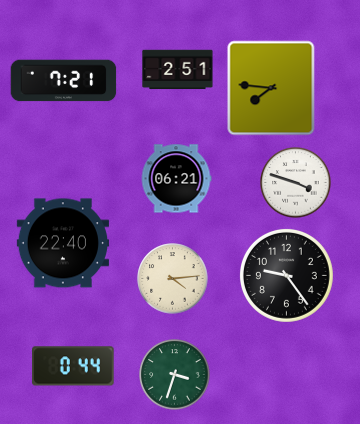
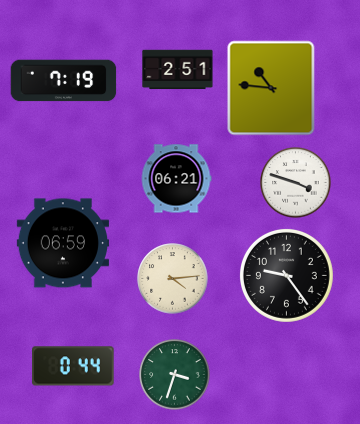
clock at (64, 81): 7:21 -> 7:19
clock at (271, 88): 7:46 -> 10:46
clock at (62, 243): 22:40 -> 06:59
